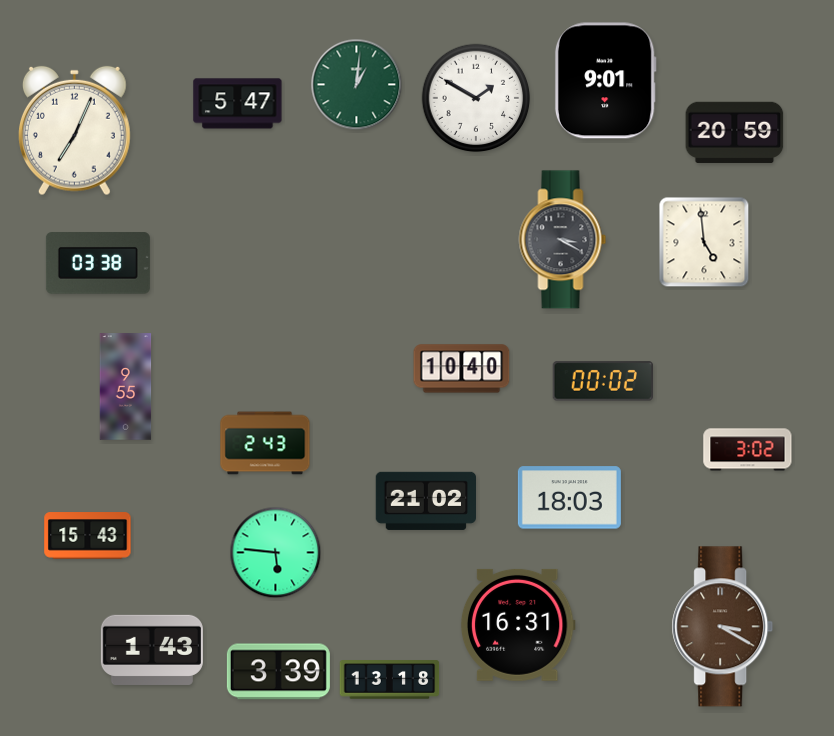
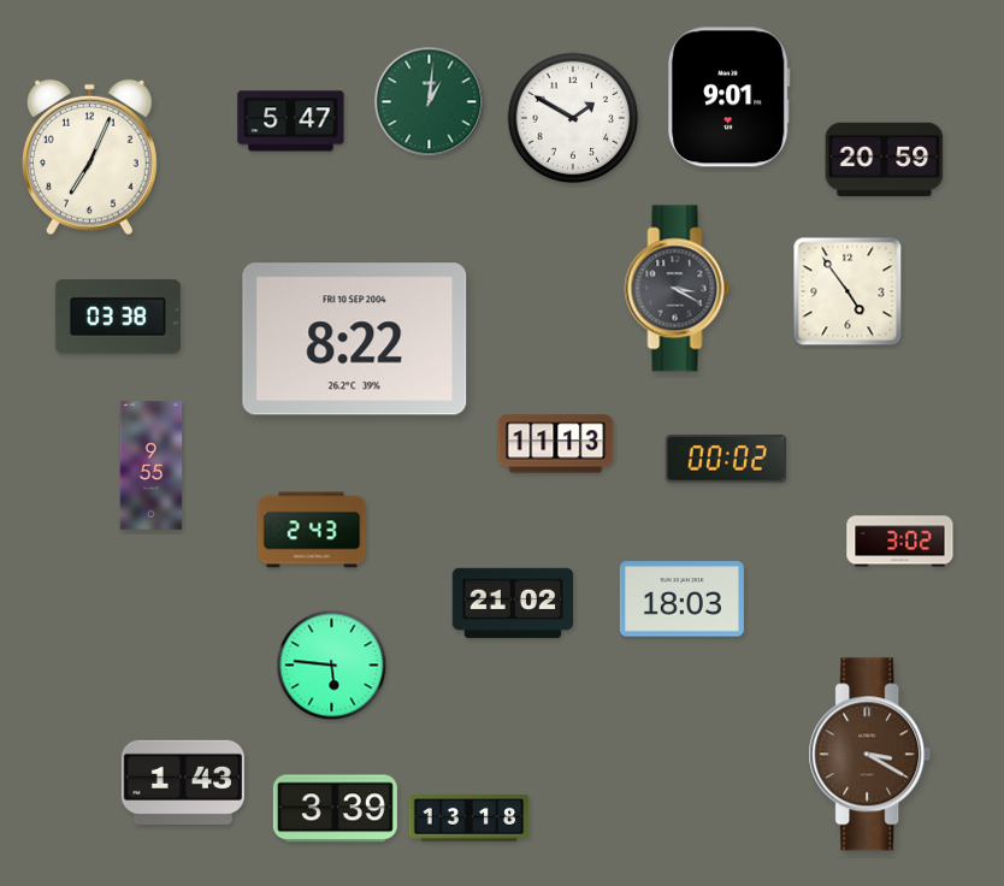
clock at (238, 104) position: (238, 104) -> (291, 122)
clock at (704, 242): 4:59 -> 4:54
clock at (355, 339): none -> 8:22
clock at (462, 369): 10:40 -> 11:13
clock at (265, 443) position: (265, 443) -> (312, 530)
clock at (569, 498) position: (569, 498) -> (681, 599)
clock at (88, 536): 15:43 -> none
clock at (518, 625): 16:31 -> none
